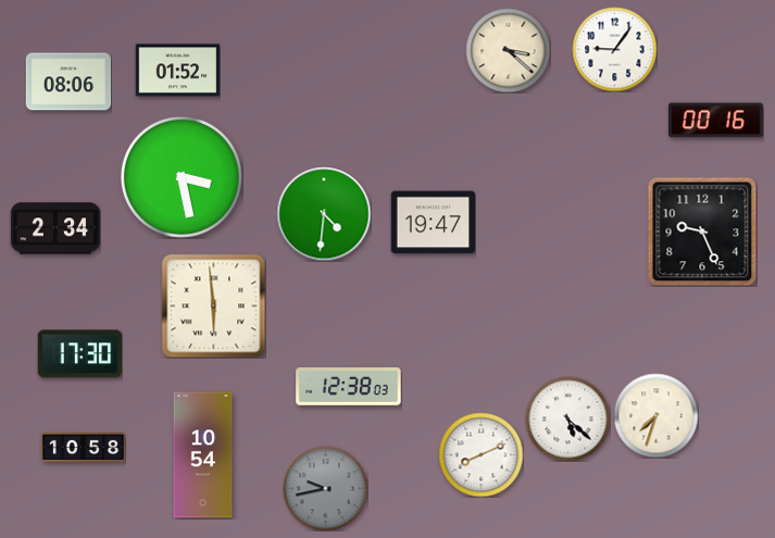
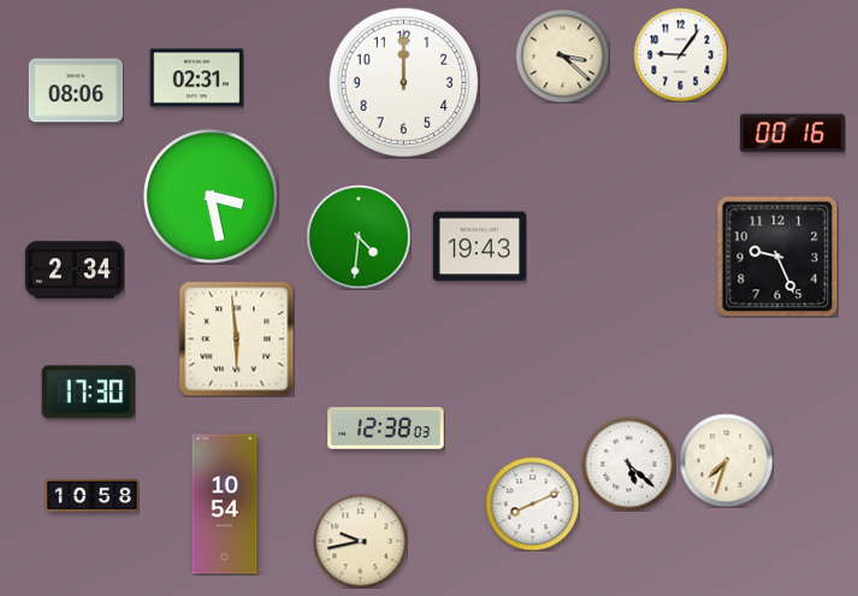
clock at (177, 71): 01:52 -> 02:31
clock at (403, 82): none -> 12:00
clock at (182, 177) position: (182, 177) -> (211, 196)
clock at (433, 223): 19:47 -> 19:43
clock at (55, 228) position: (55, 228) -> (75, 270)
clock at (325, 488) dial: grey -> cream
